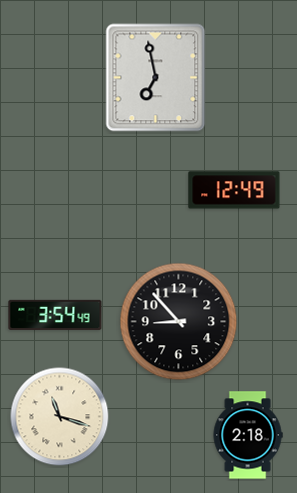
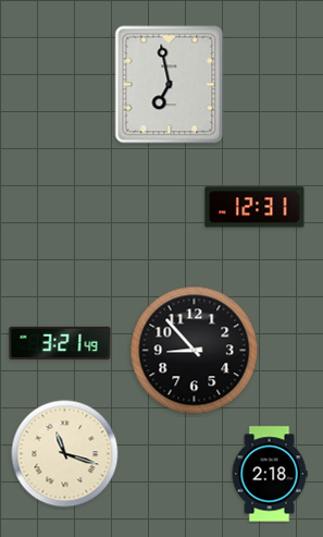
clock at (234, 190): 12:49 -> 12:31
clock at (55, 315): 3:54 -> 3:21
